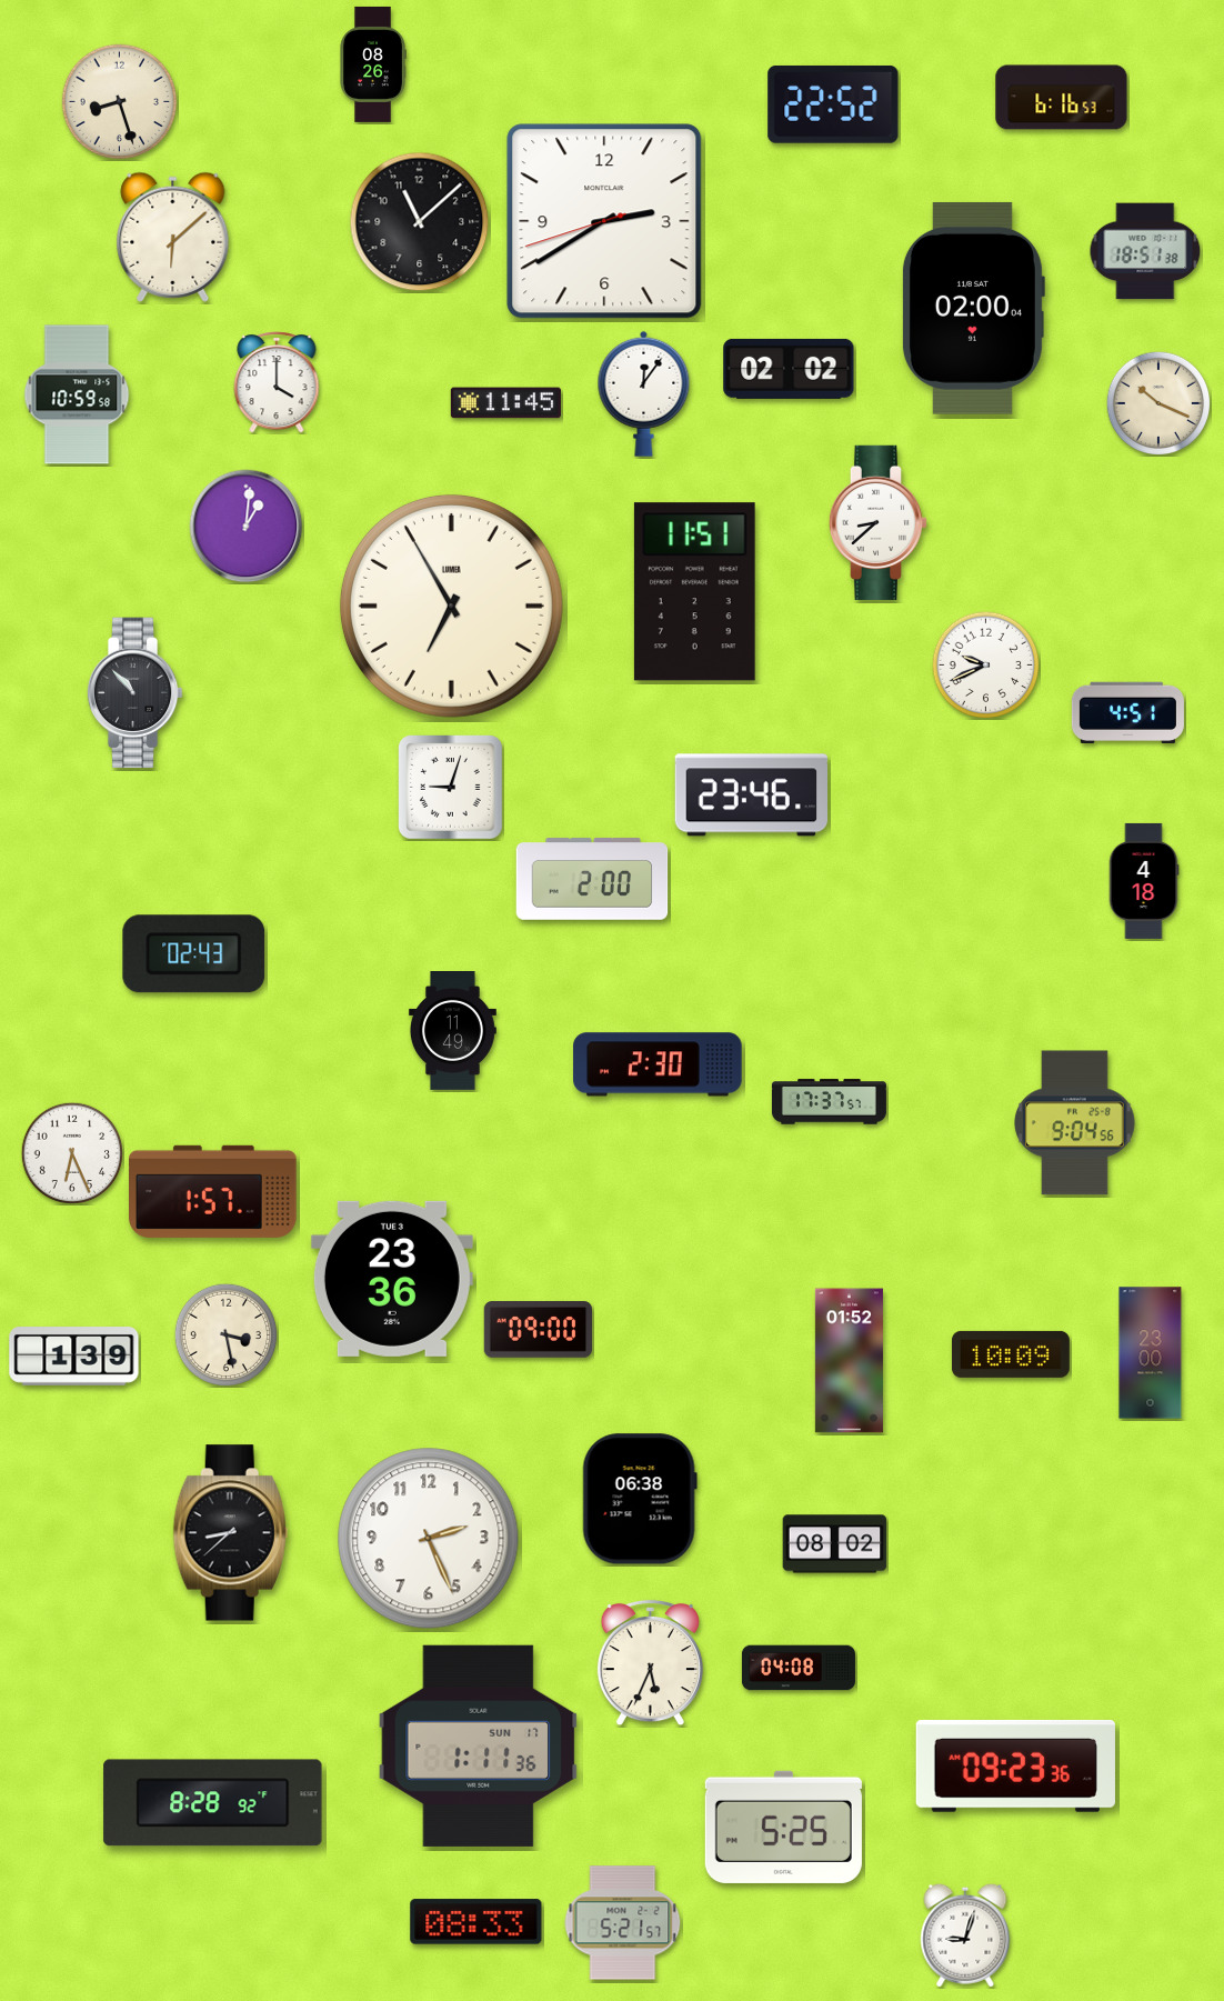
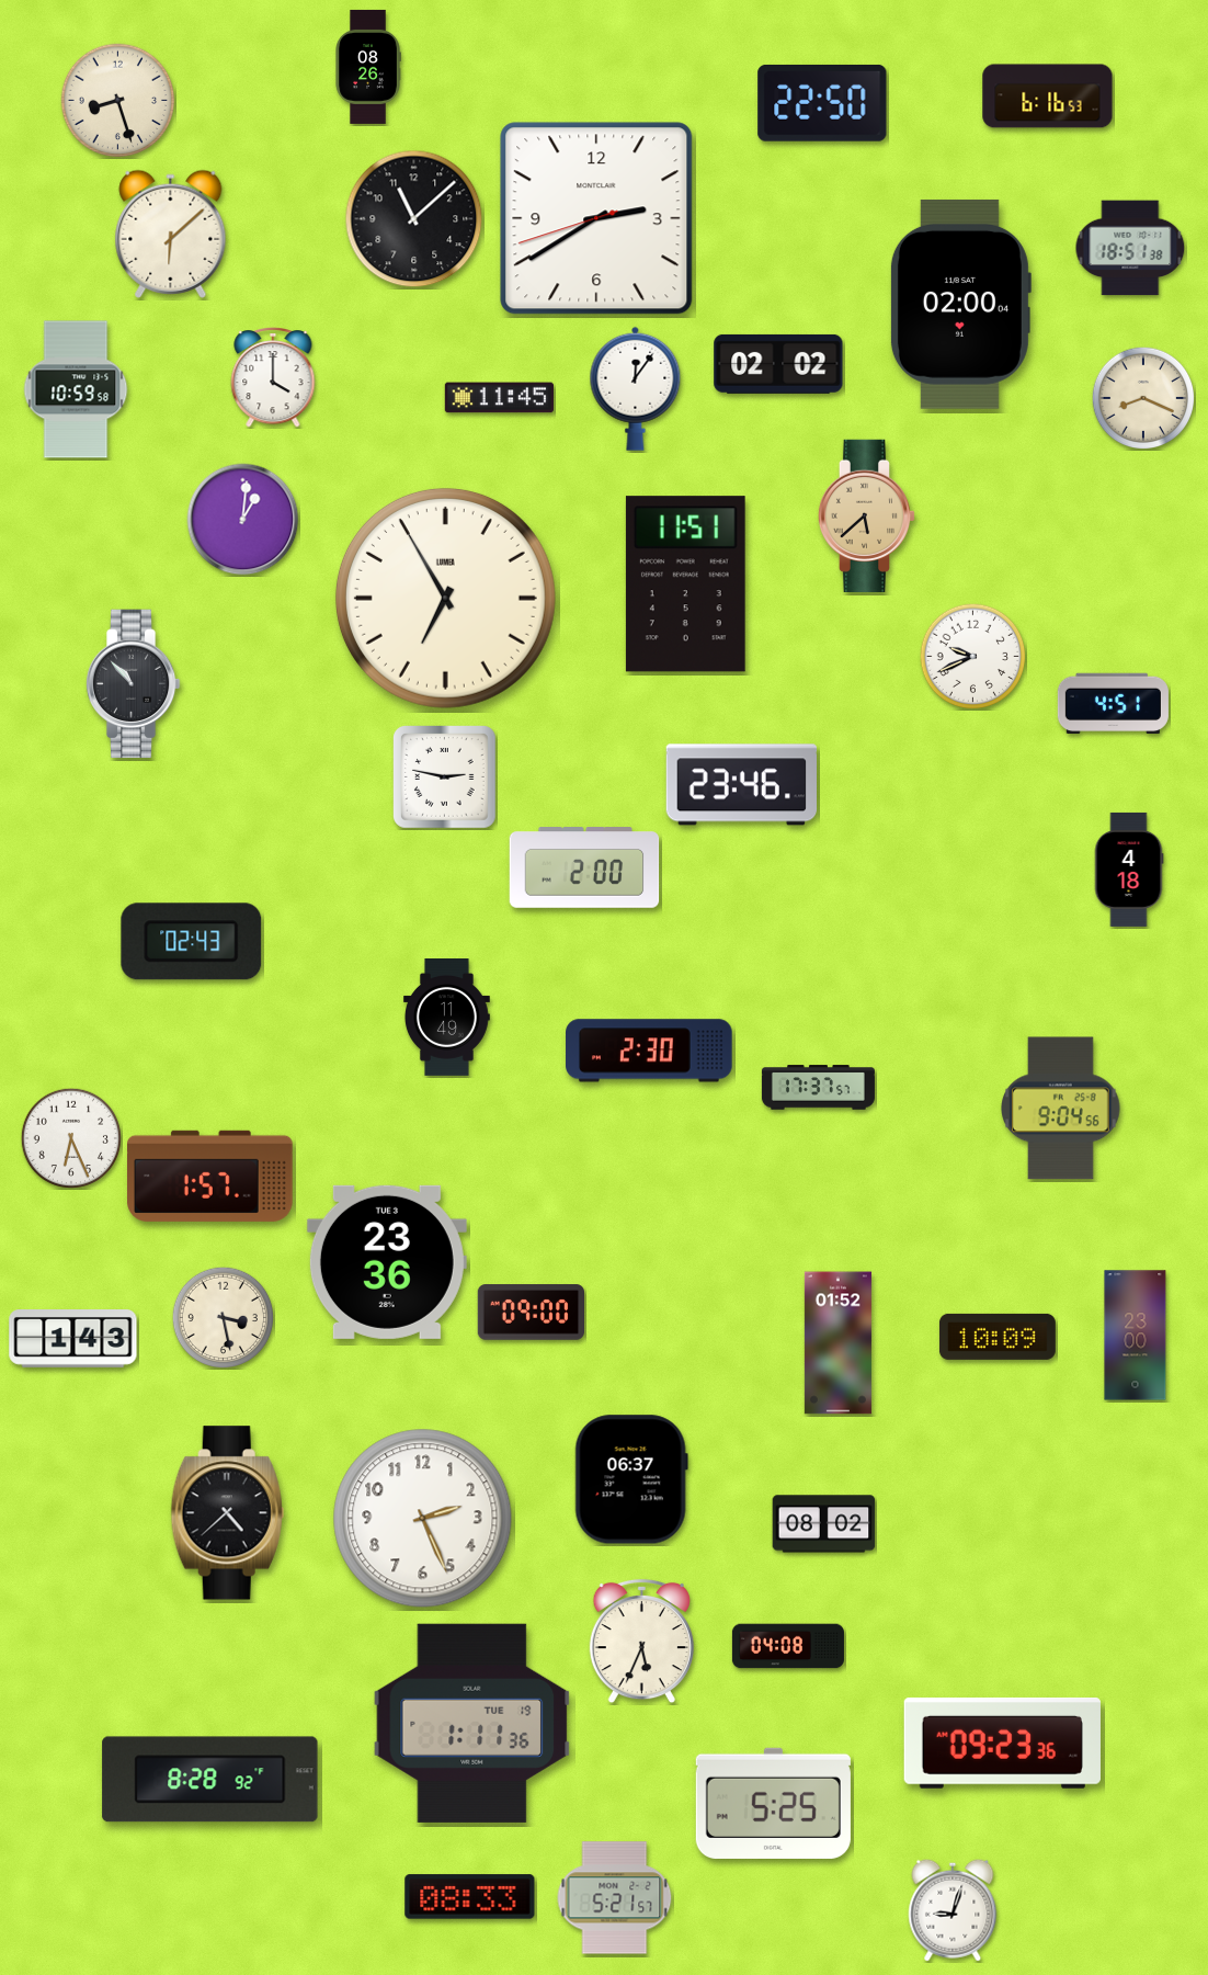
clock at (373, 64) position: (373, 64) -> (368, 67)
clock at (833, 104): 22:52 -> 22:50
clock at (1158, 403): 10:19 -> 8:19
clock at (879, 522): 8:38 -> 5:38
clock at (879, 522) dial: white -> champagne
clock at (451, 788): 9:03 -> 2:47
clock at (74, 1357): 1:39 -> 1:43
clock at (640, 1499): 06:38 -> 06:37
clock at (230, 1533): 8:38 -> 4:38
clock at (479, 1745) date: SUN 17 -> TUE 19
